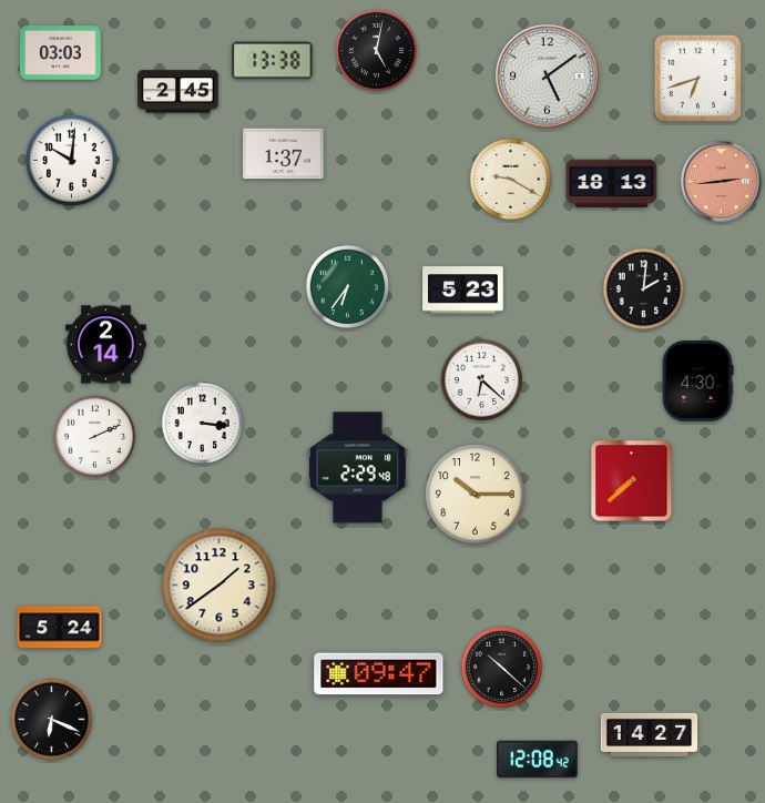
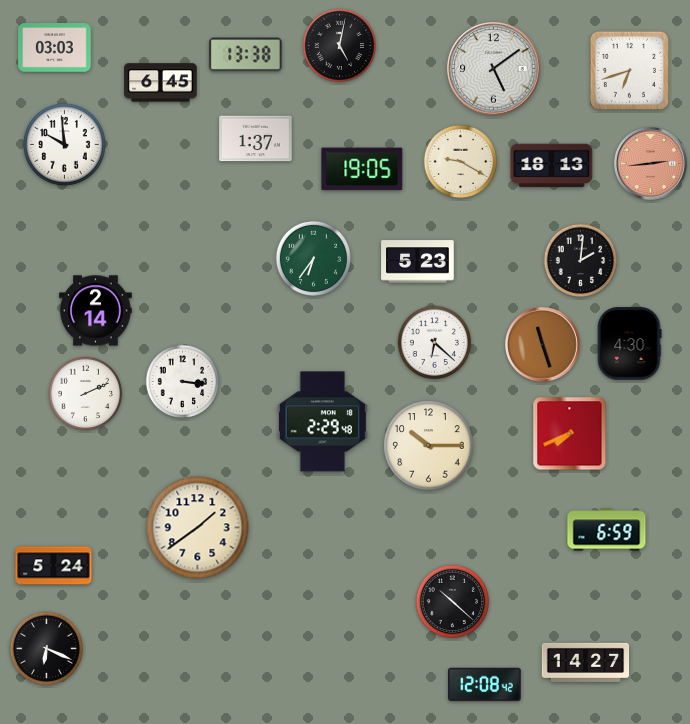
clock at (178, 92): 2:45 -> 6:45
clock at (71, 160): 10:01 -> 9:59
clock at (362, 169): none -> 19:05
clock at (543, 345): none -> 11:27
clock at (632, 481): 7:38 -> 7:41
clock at (607, 530): none -> 6:59
clock at (379, 674): 09:47 -> none
